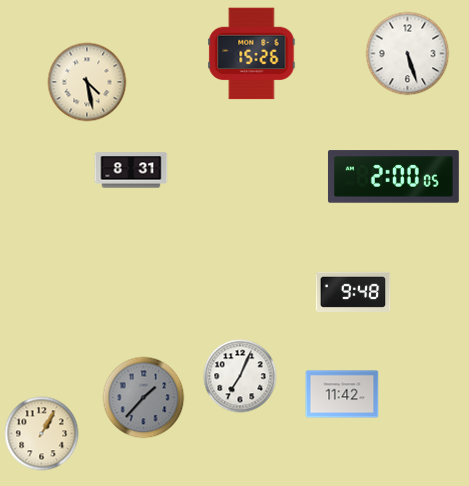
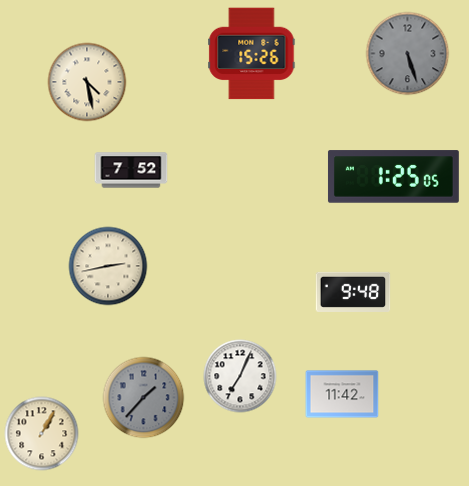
clock at (408, 54) dial: white -> grey
clock at (131, 170): 8:31 -> 7:52
clock at (393, 177): 2:00 -> 1:25
clock at (108, 266): none -> 2:43
